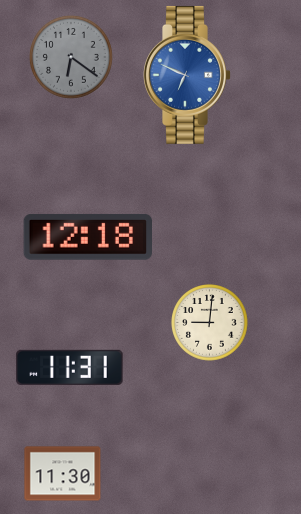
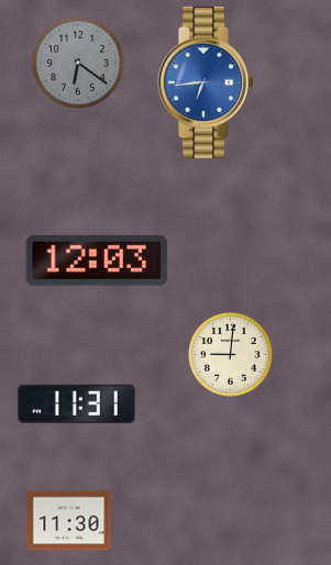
clock at (188, 75): 6:49 -> 6:44
clock at (88, 237): 12:18 -> 12:03
